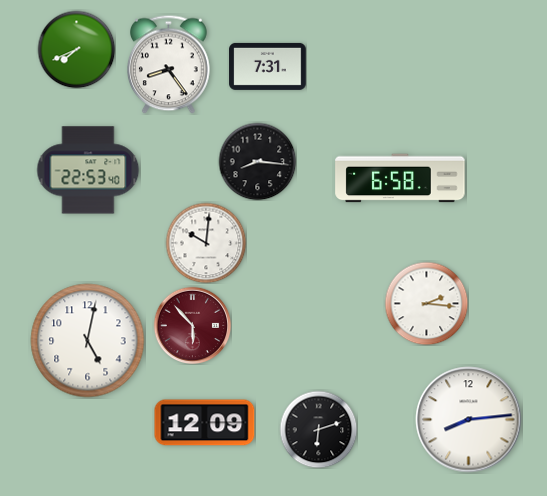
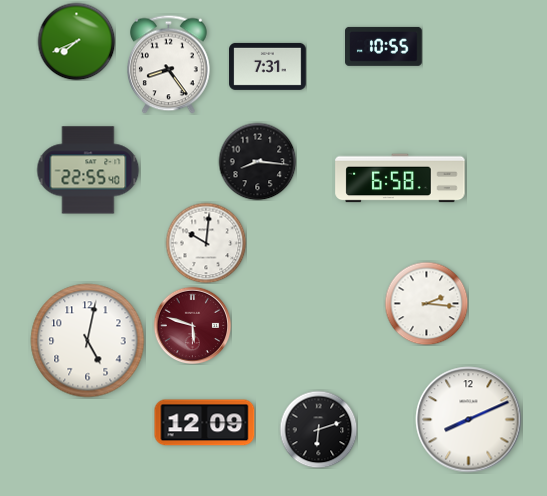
clock at (384, 46): none -> 10:55
clock at (76, 49) position: (76, 49) -> (76, 41)
clock at (88, 170): 22:53 -> 22:55
clock at (192, 325): 5:53 -> 5:48
clock at (469, 420): 8:14 -> 8:11
